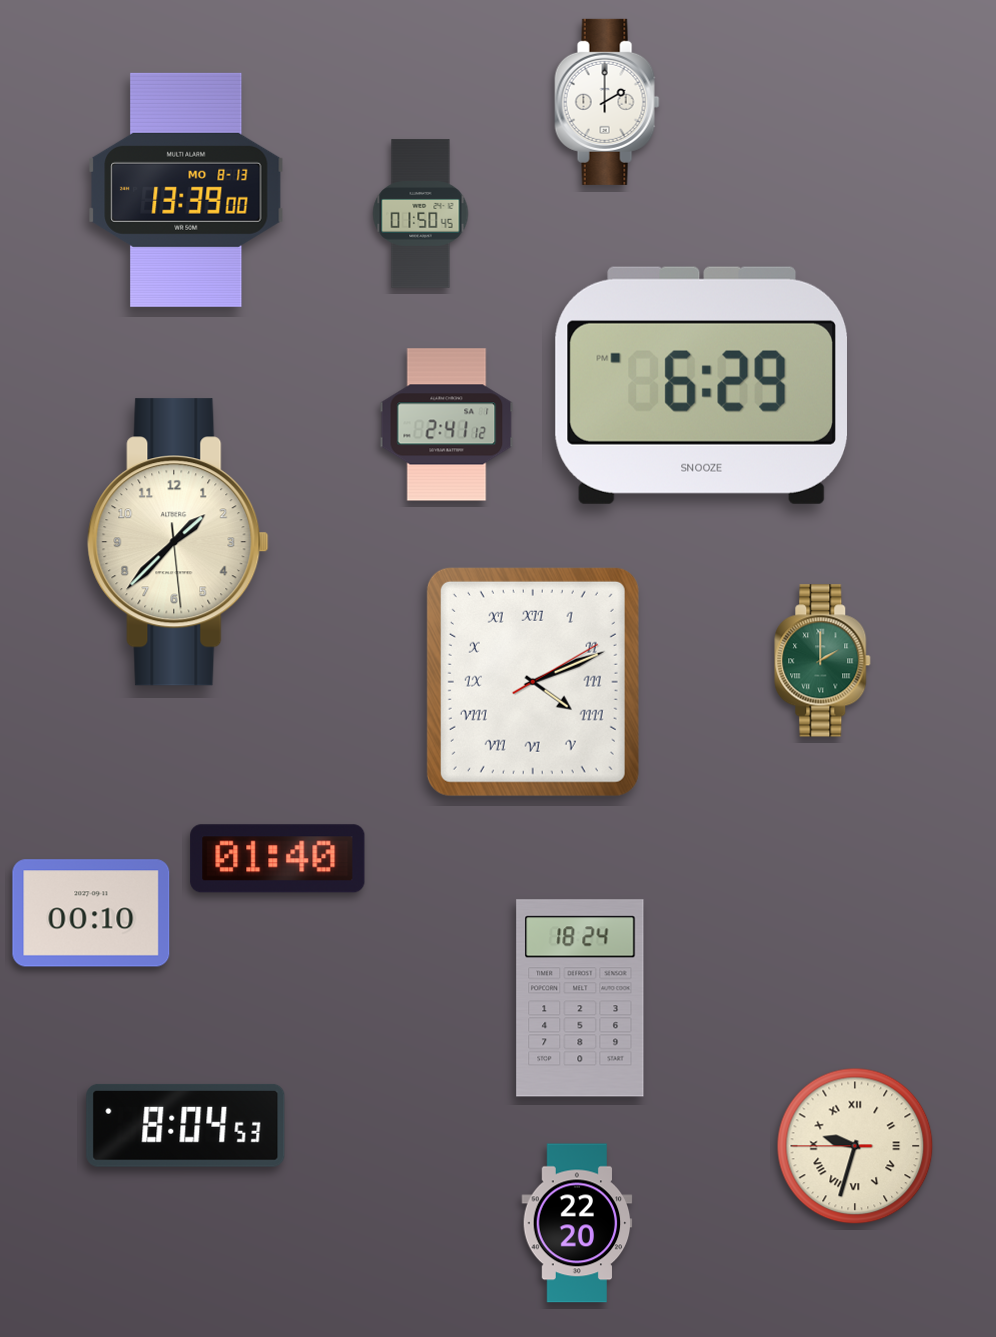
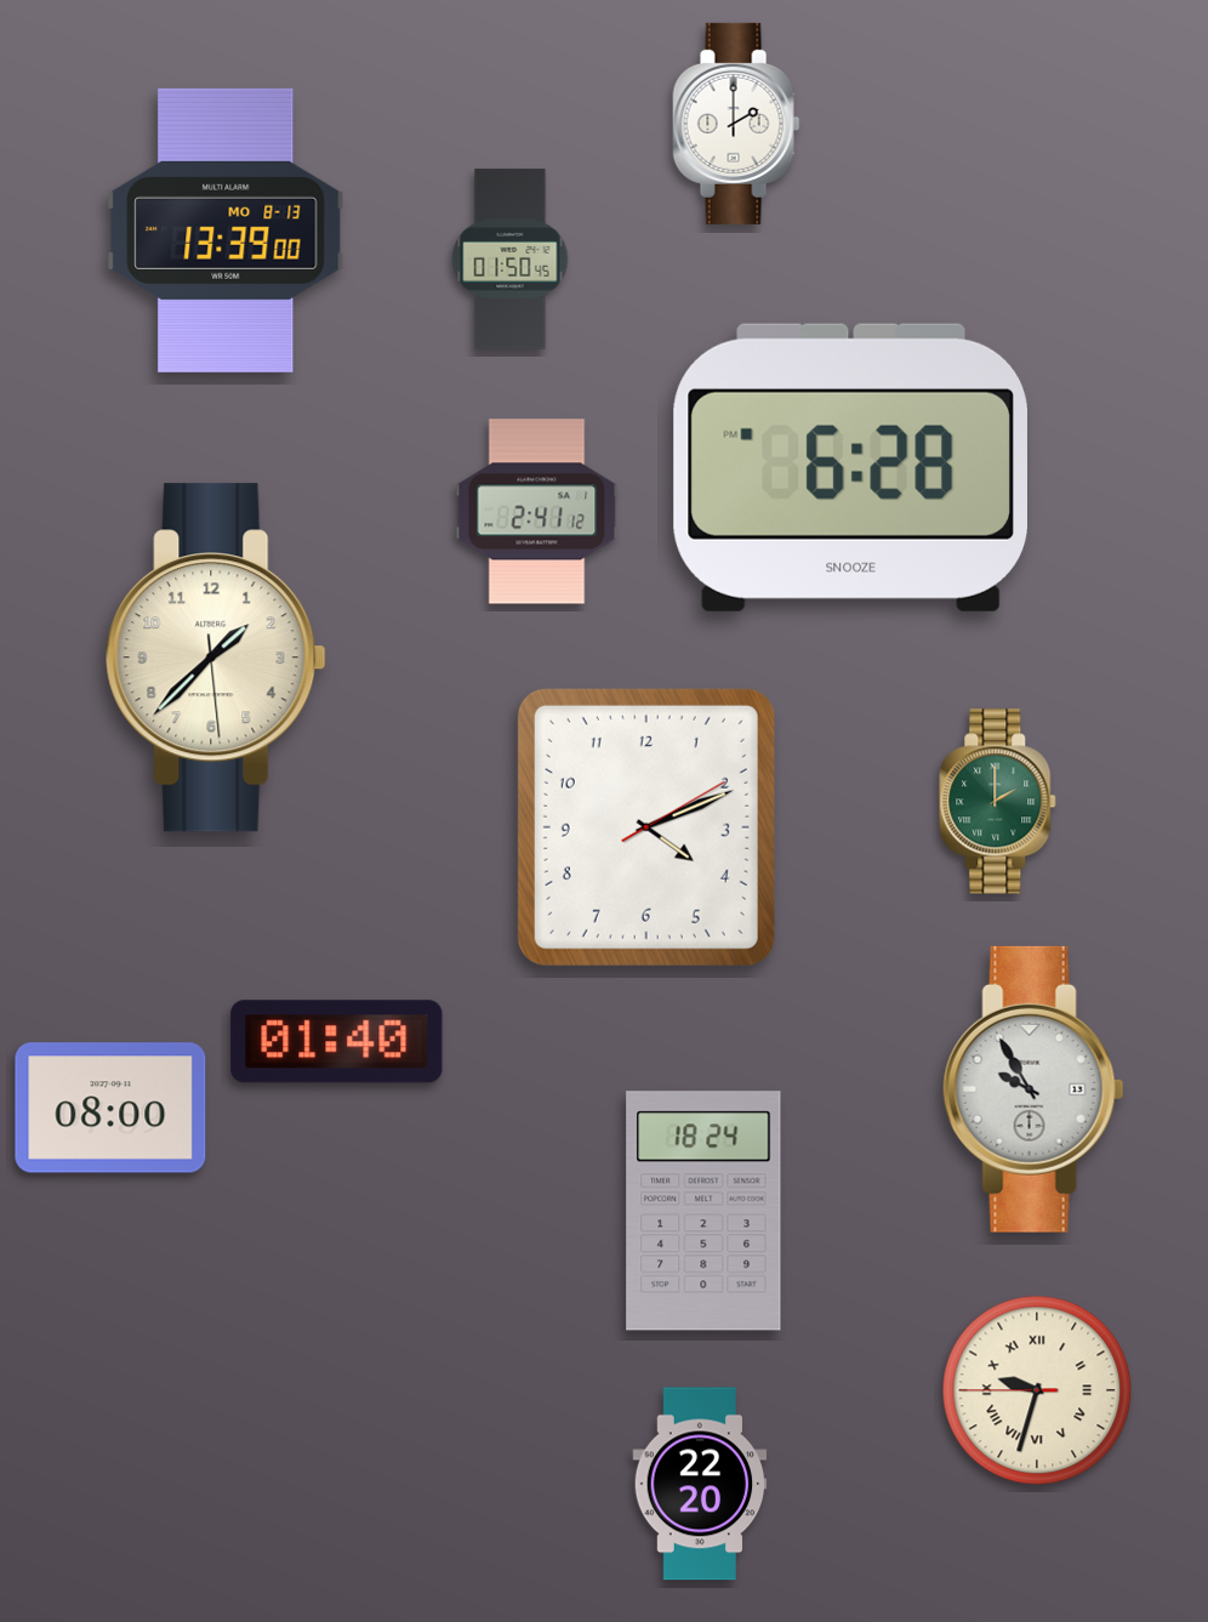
clock at (701, 385): 6:29 -> 6:28
clock at (447, 425) position: (447, 425) -> (537, 512)
clock at (533, 682) numerals: Roman -> Arabic
clock at (1033, 1089): none -> 9:55
clock at (91, 913): 00:10 -> 08:00
clock at (186, 1125): 8:04 -> none
